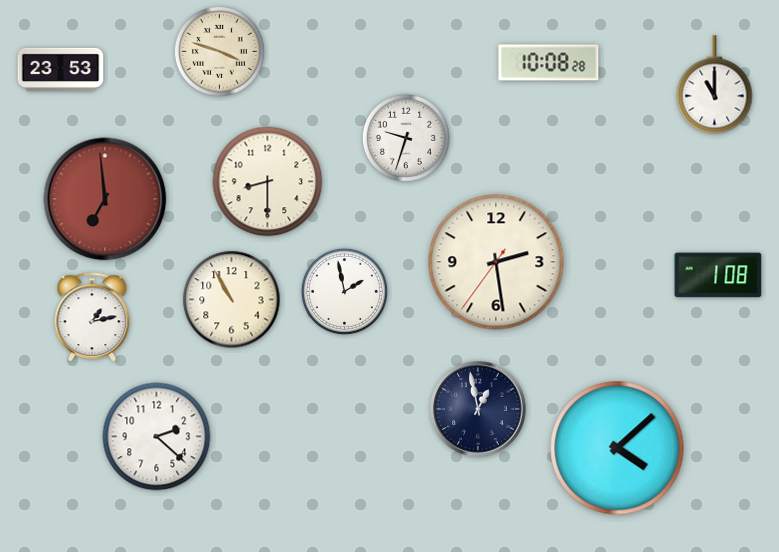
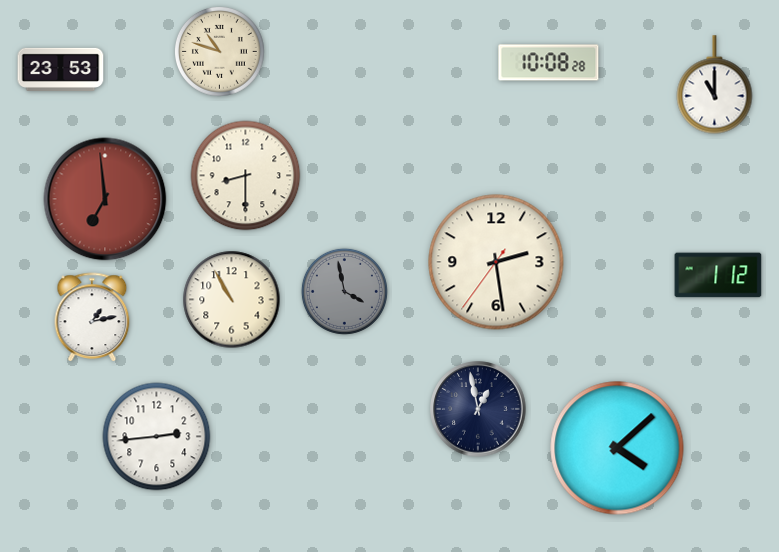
clock at (220, 52): 3:48 -> 10:48
clock at (406, 138): 9:33 -> none
clock at (268, 182) position: (268, 182) -> (246, 176)
clock at (718, 275): 1:08 -> 1:12
clock at (344, 291): 1:58 -> 3:58
clock at (344, 291) dial: white -> grey
clock at (157, 437): 2:22 -> 2:44
